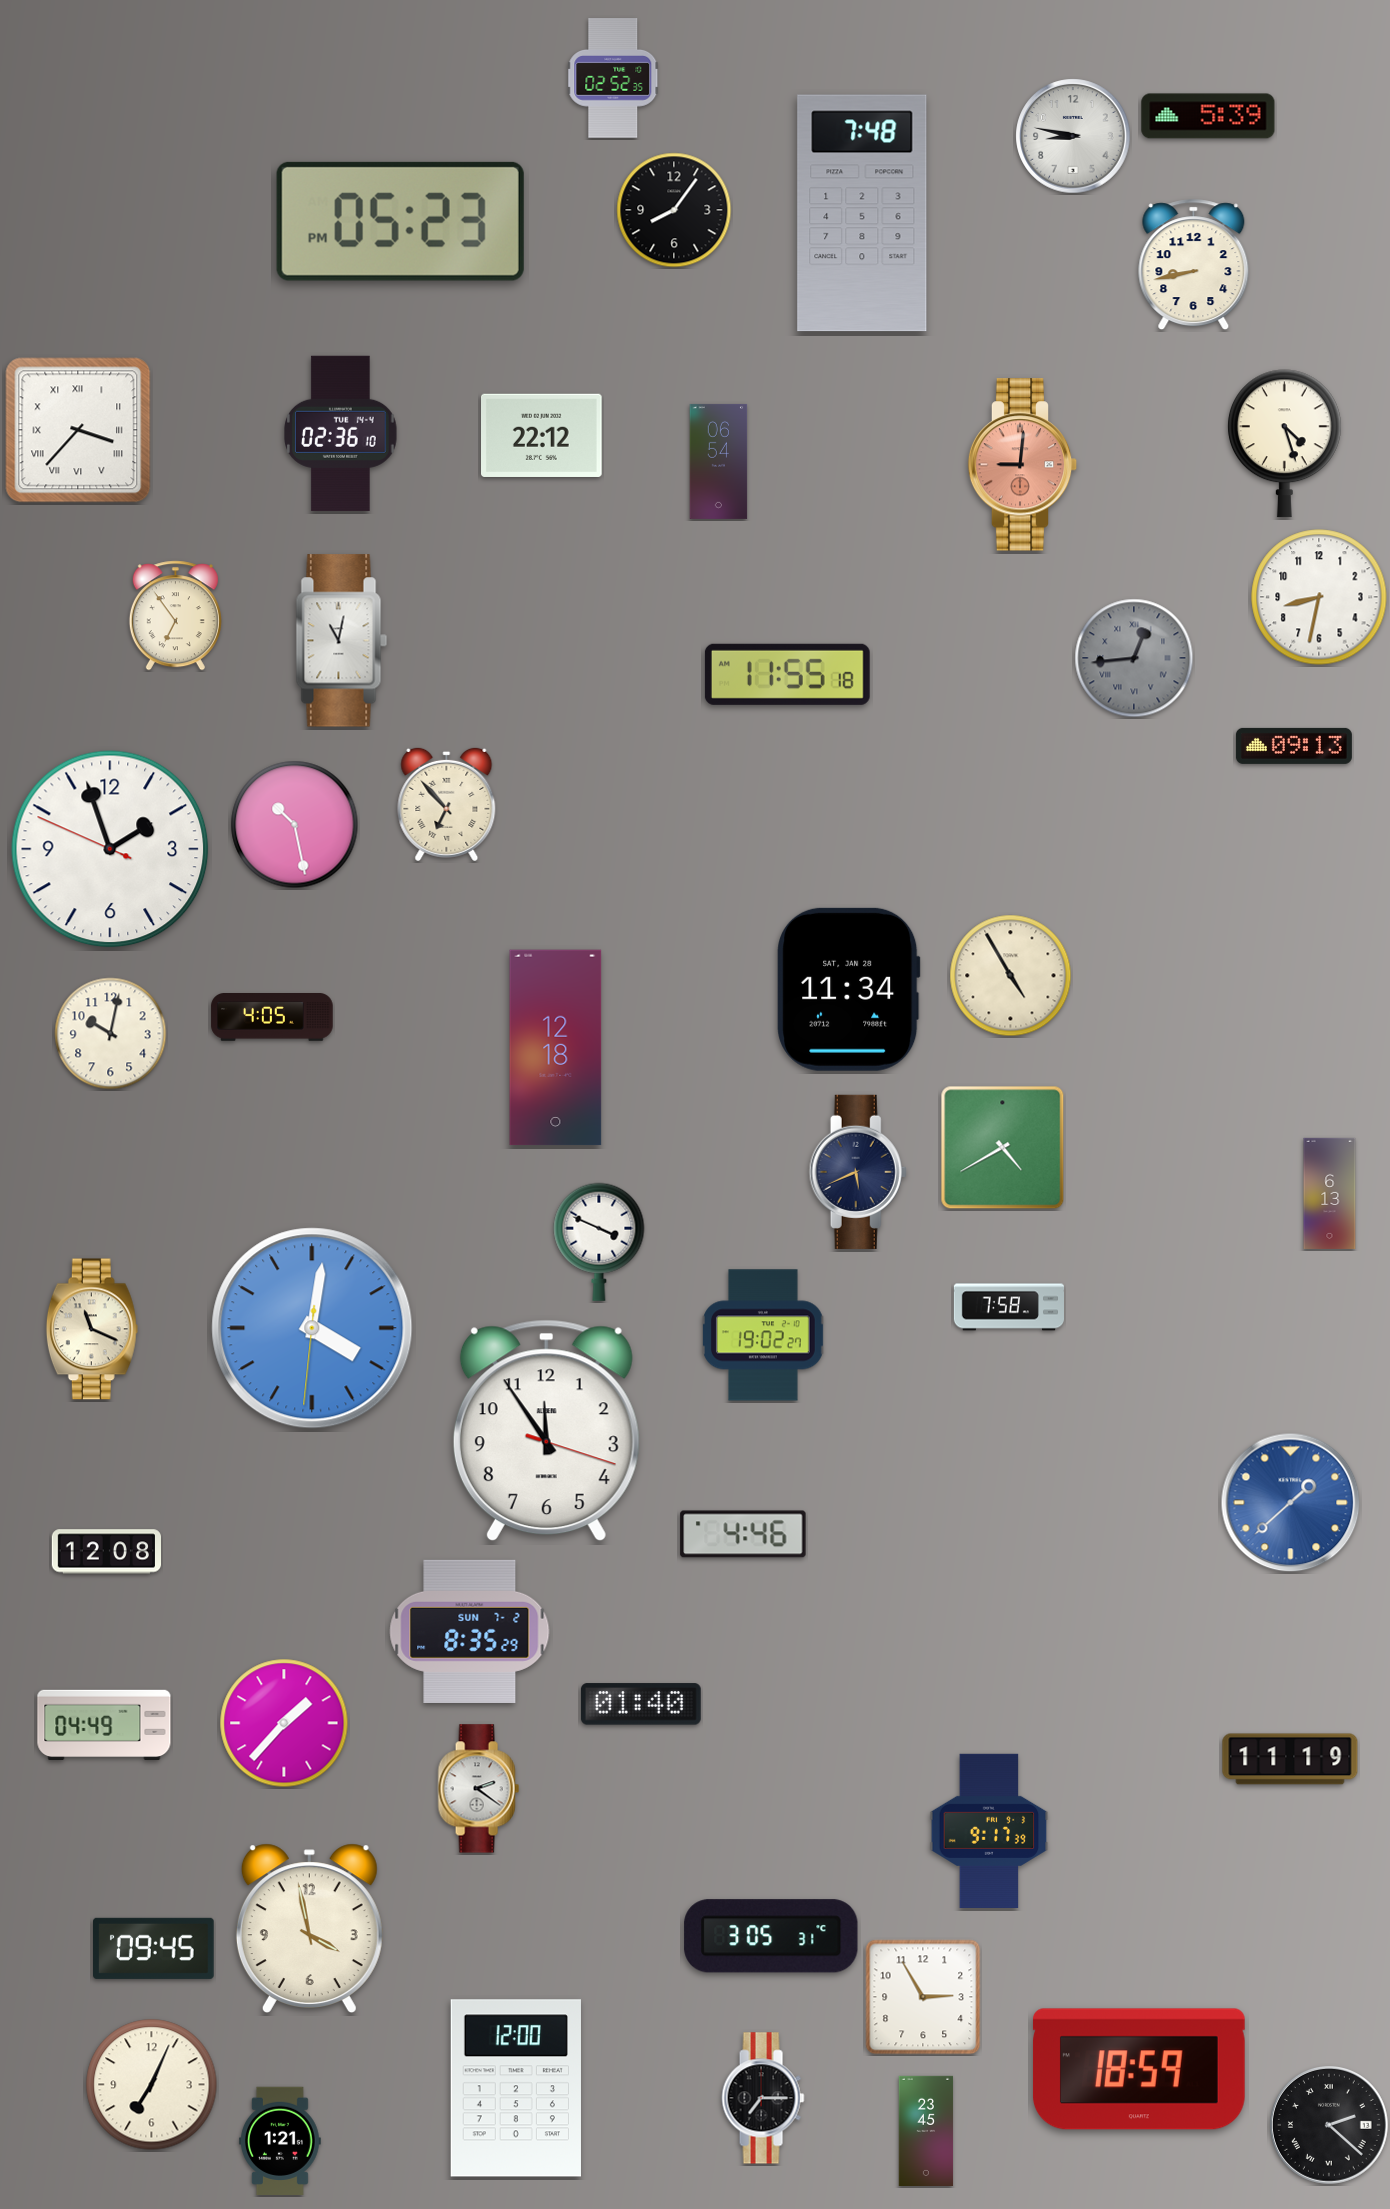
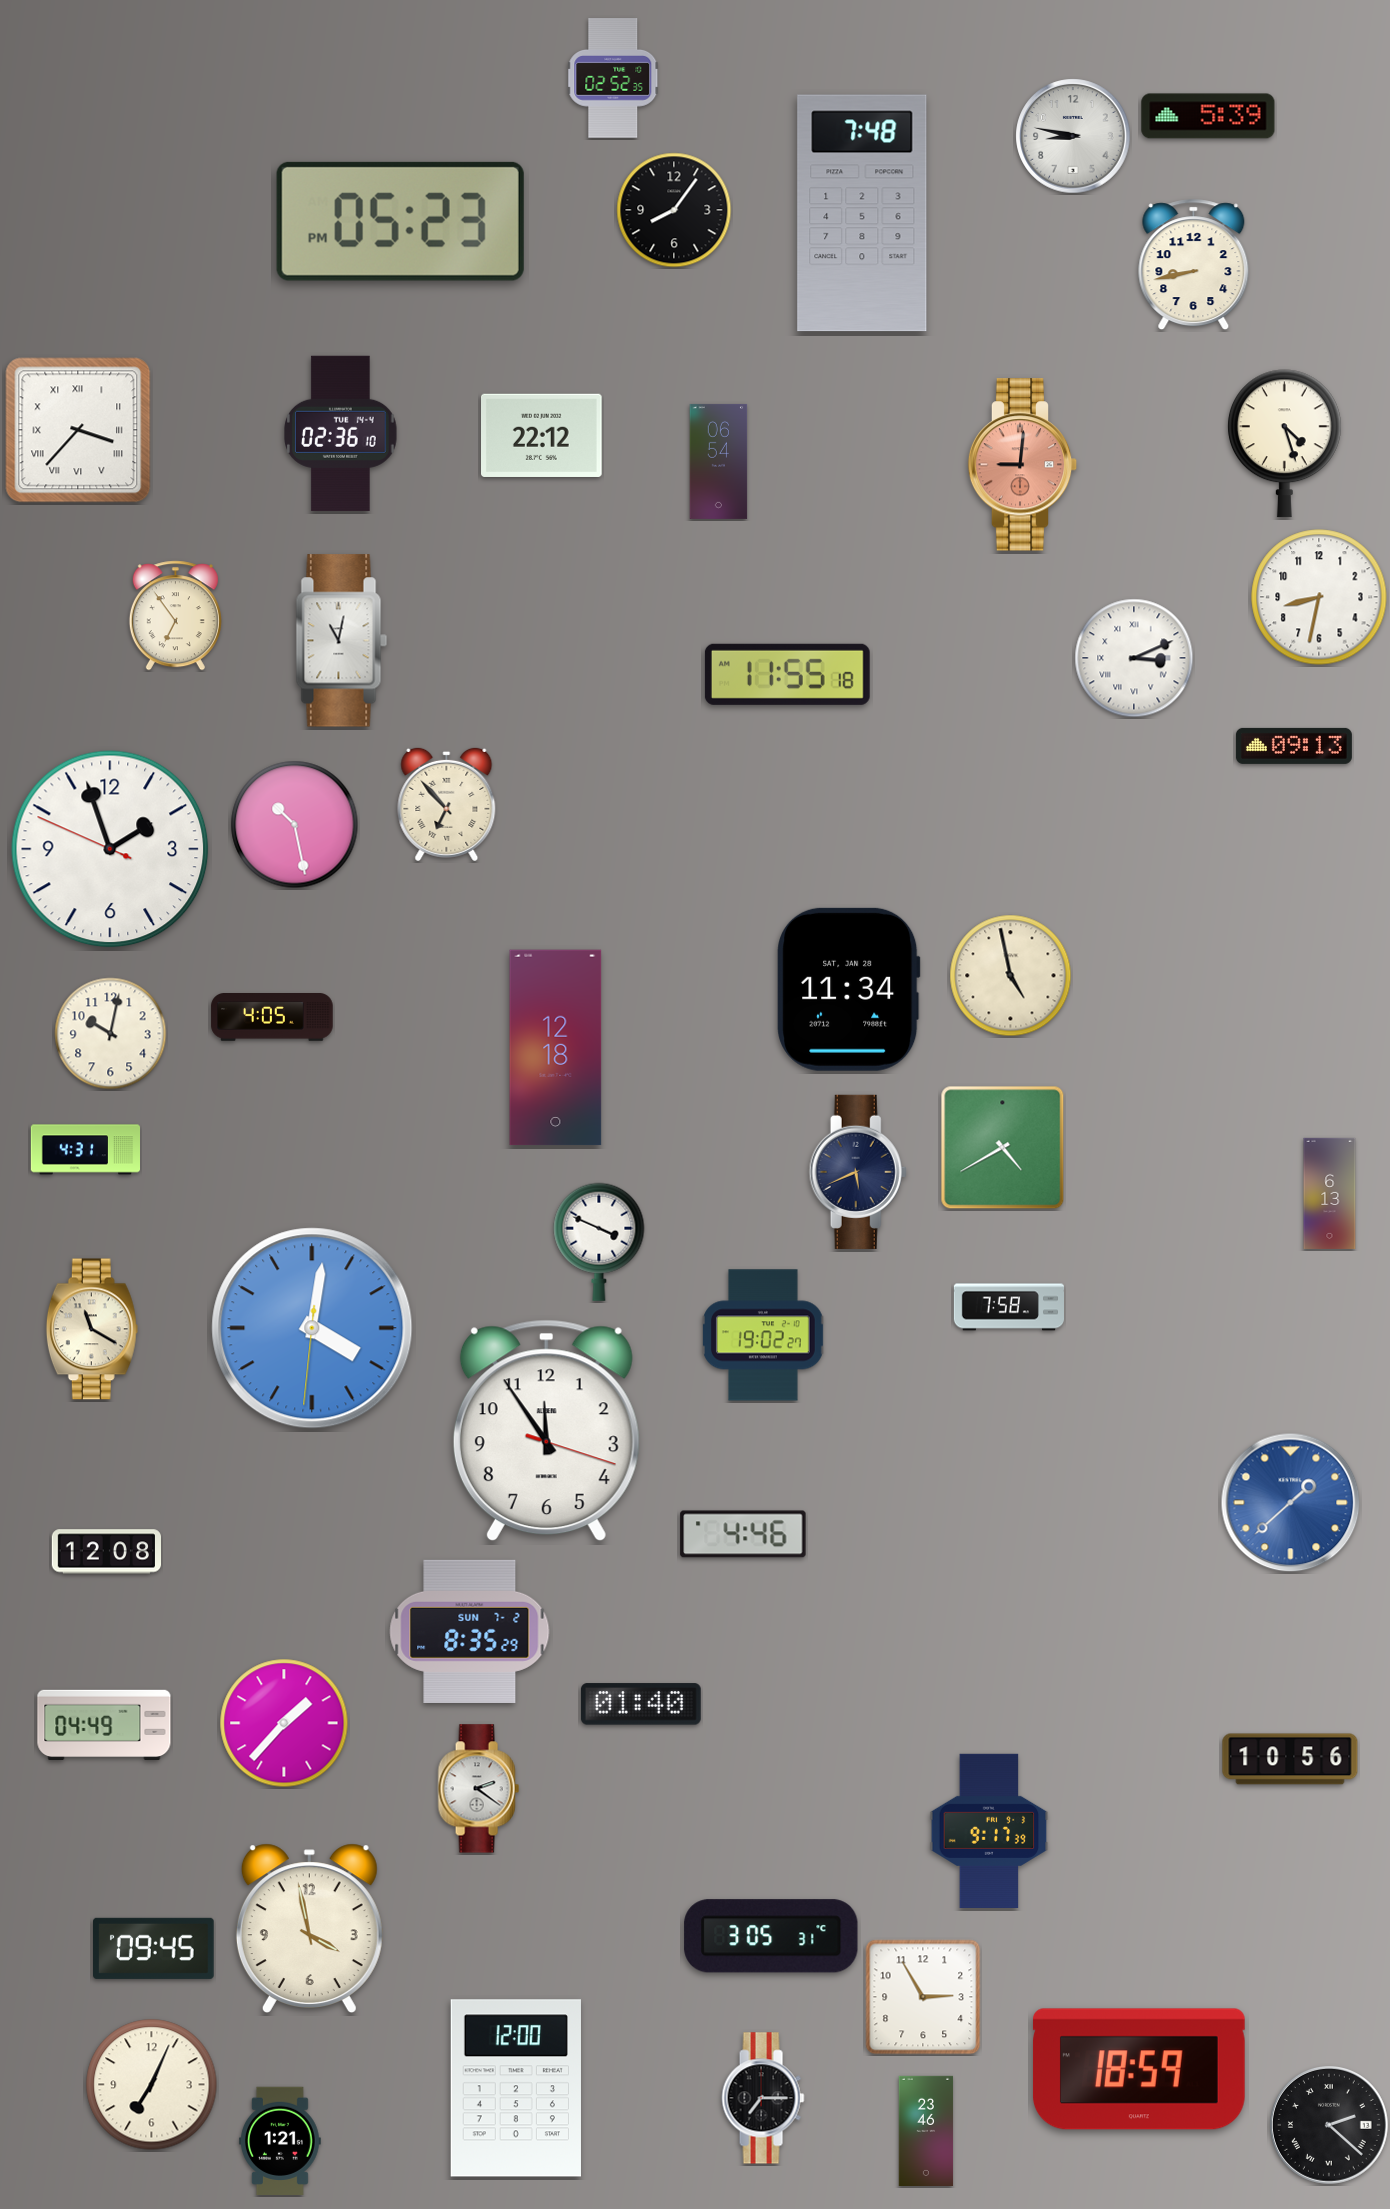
clock at (1134, 658): 12:44 -> 3:11
clock at (1134, 658) dial: grey -> white
clock at (1011, 976): 4:55 -> 4:58
clock at (85, 1150): none -> 4:31
clock at (92, 1329): 11:19 -> 11:20
clock at (1290, 1759): 11:19 -> 10:56
clock at (926, 2130): 23:45 -> 23:46
